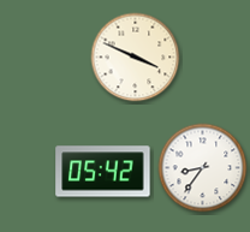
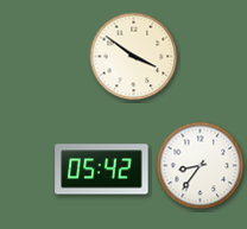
clock at (136, 58): 3:49 -> 3:51
